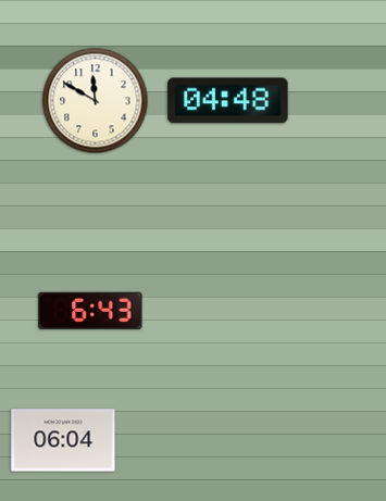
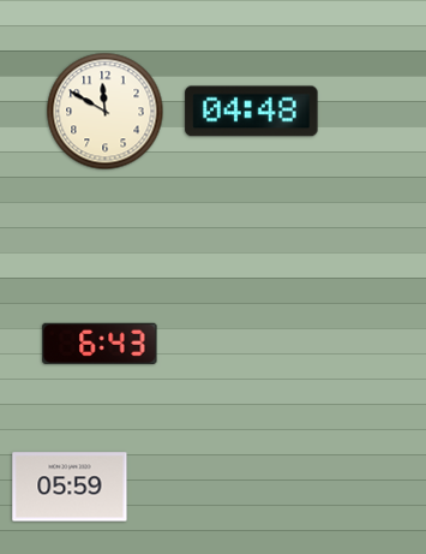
clock at (63, 440): 06:04 -> 05:59
